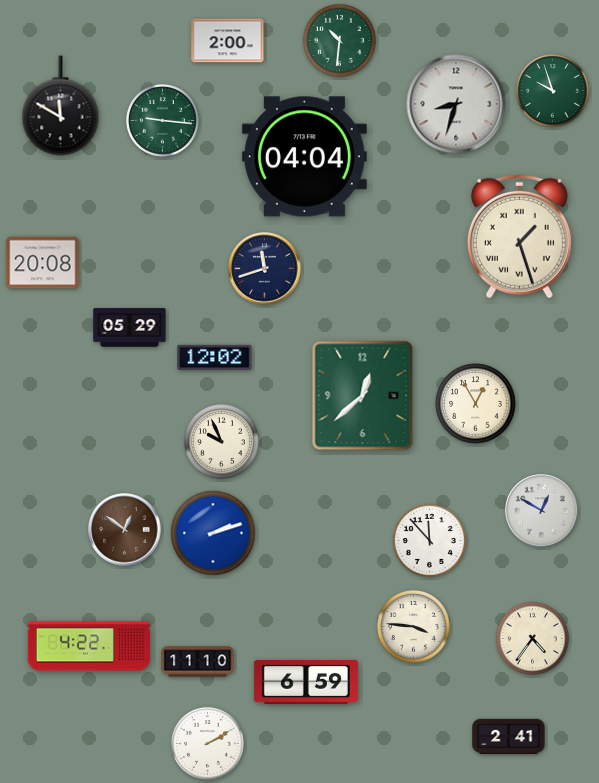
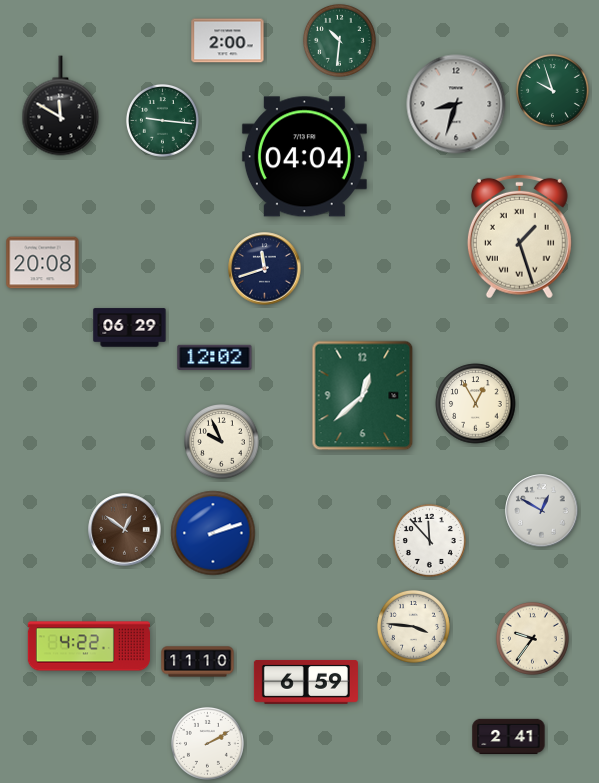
clock at (130, 328): 05:29 -> 06:29
clock at (532, 638): 4:36 -> 9:36
